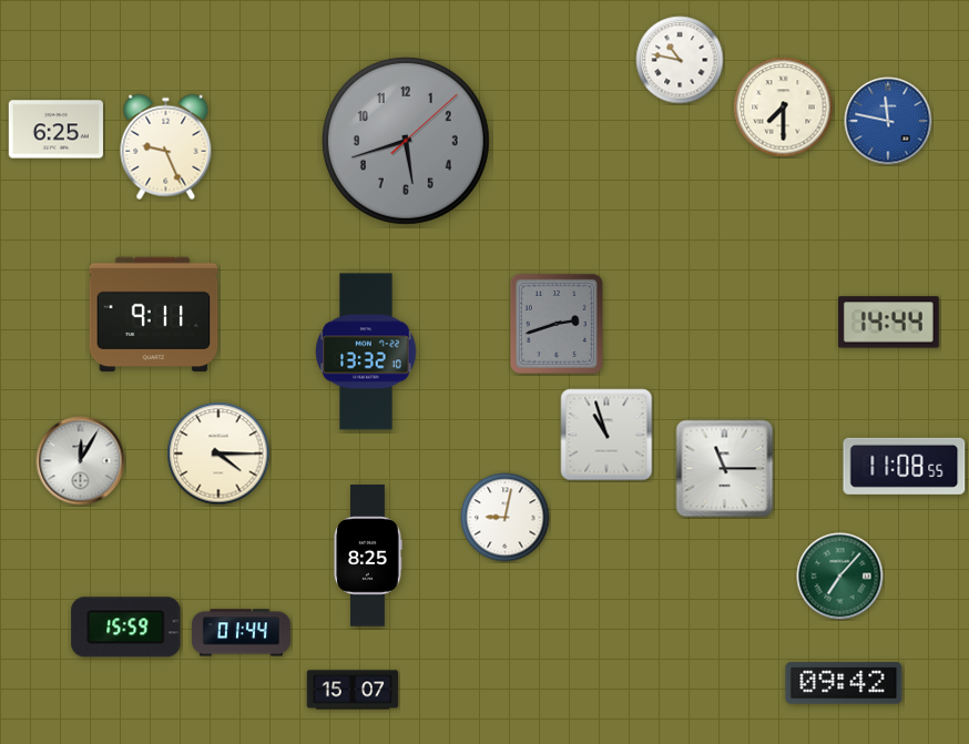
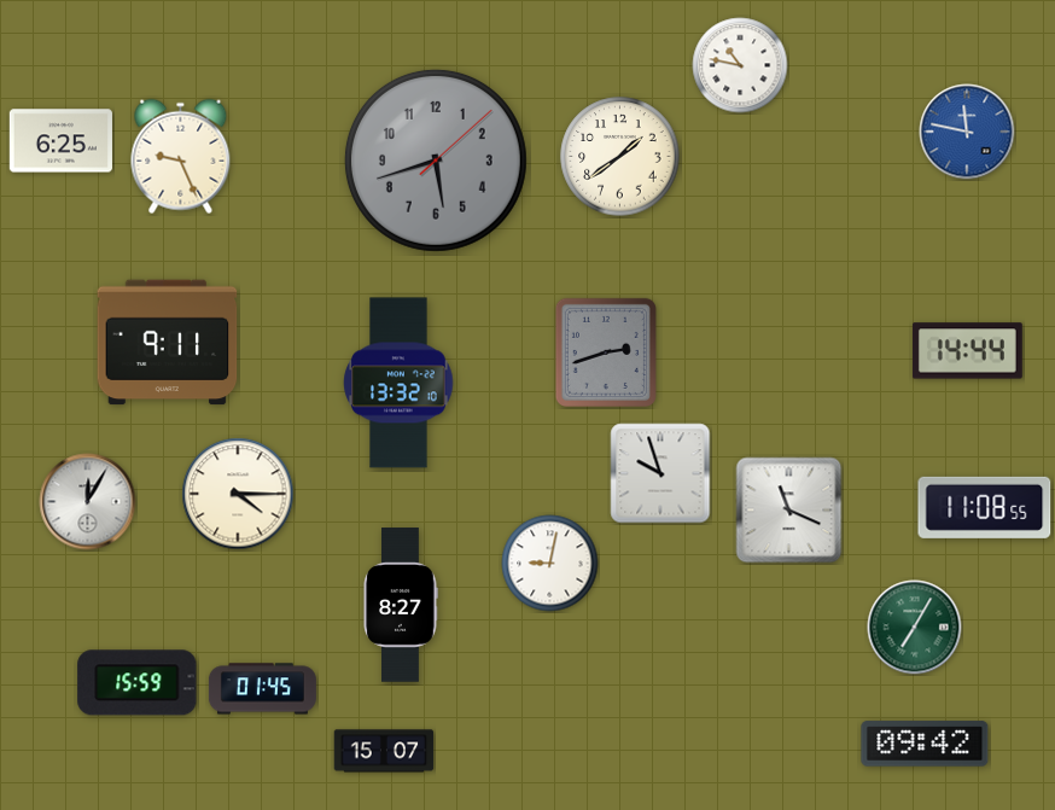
clock at (784, 108): 7:30 -> none
clock at (406, 141) position: (406, 141) -> (436, 161)
clock at (620, 157): none -> 1:39
clock at (166, 147) position: (166, 147) -> (181, 157)
clock at (606, 435): 10:57 -> 9:57
clock at (725, 469): 11:15 -> 11:19
clock at (368, 556): 8:25 -> 8:27
clock at (840, 577): 7:07 -> 7:05
clock at (241, 633): 01:44 -> 01:45
clock at (844, 683) position: (844, 683) -> (925, 744)
